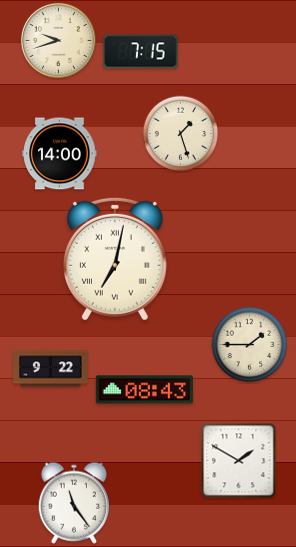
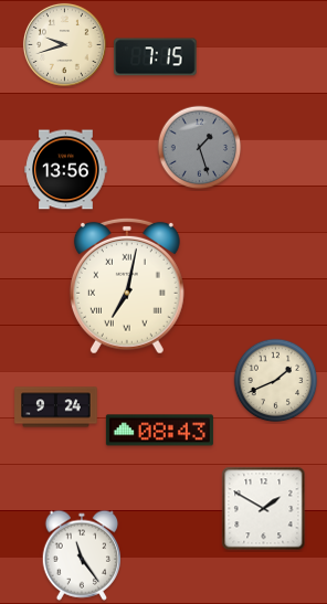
clock at (181, 134) dial: cream -> grey
clock at (60, 154): 14:00 -> 13:56
clock at (250, 345): 1:45 -> 1:41
clock at (51, 369): 9:22 -> 9:24
